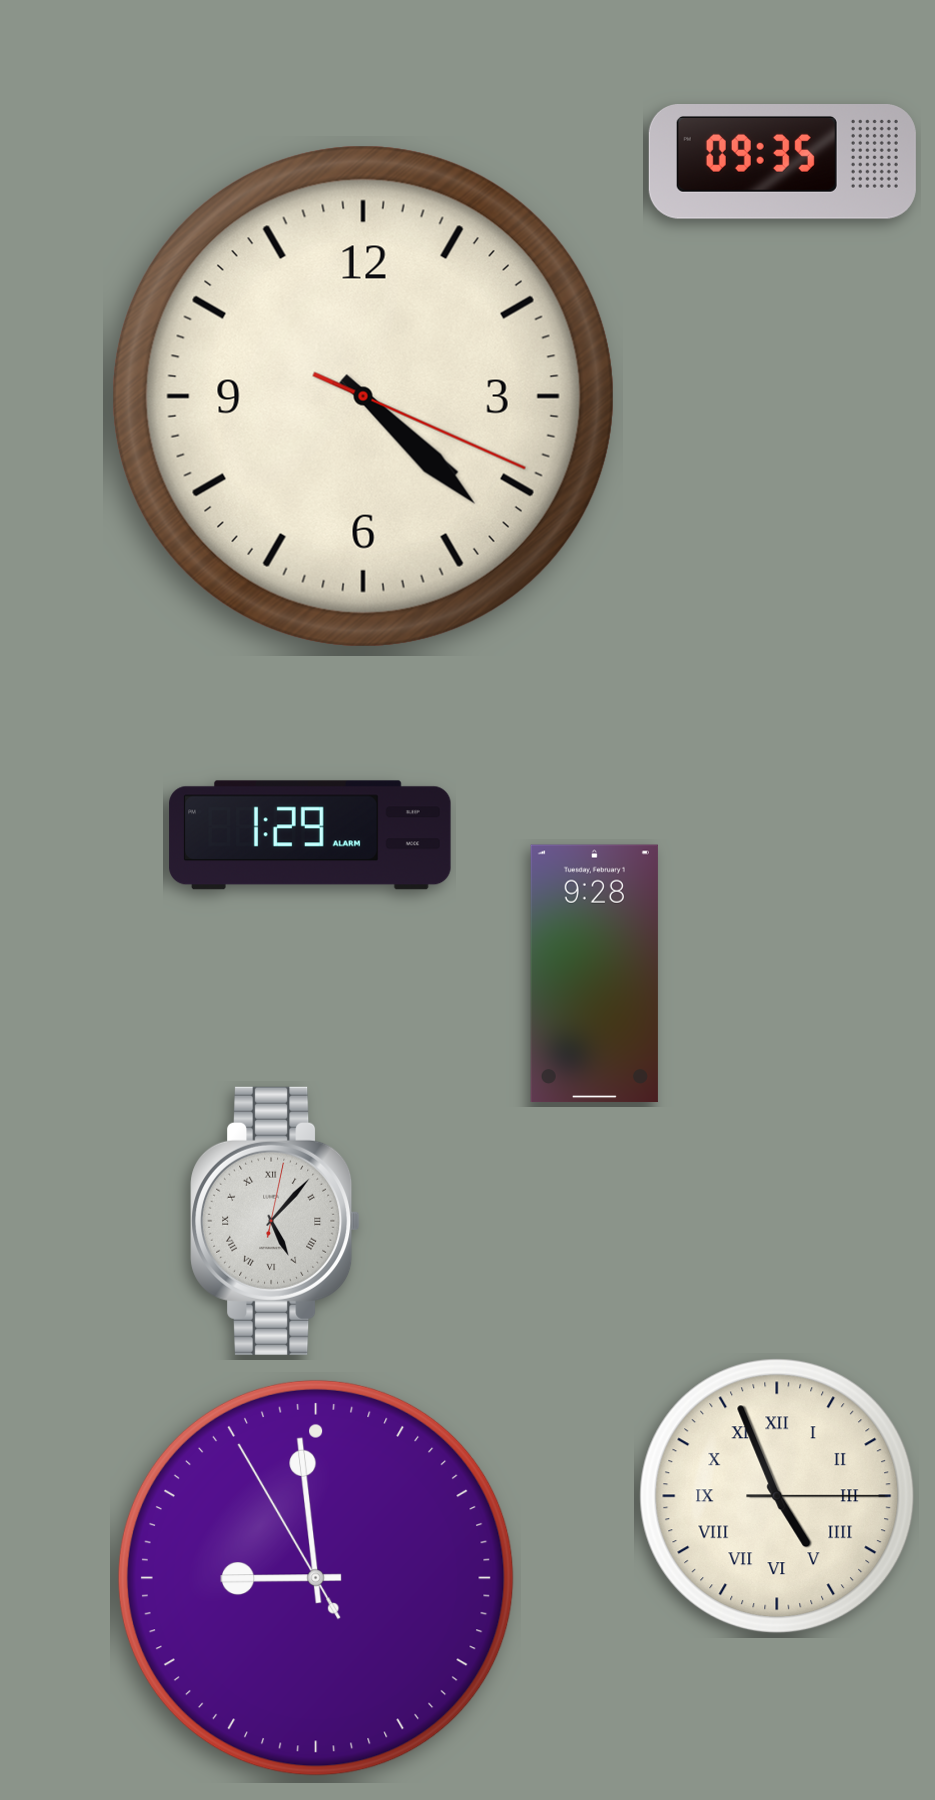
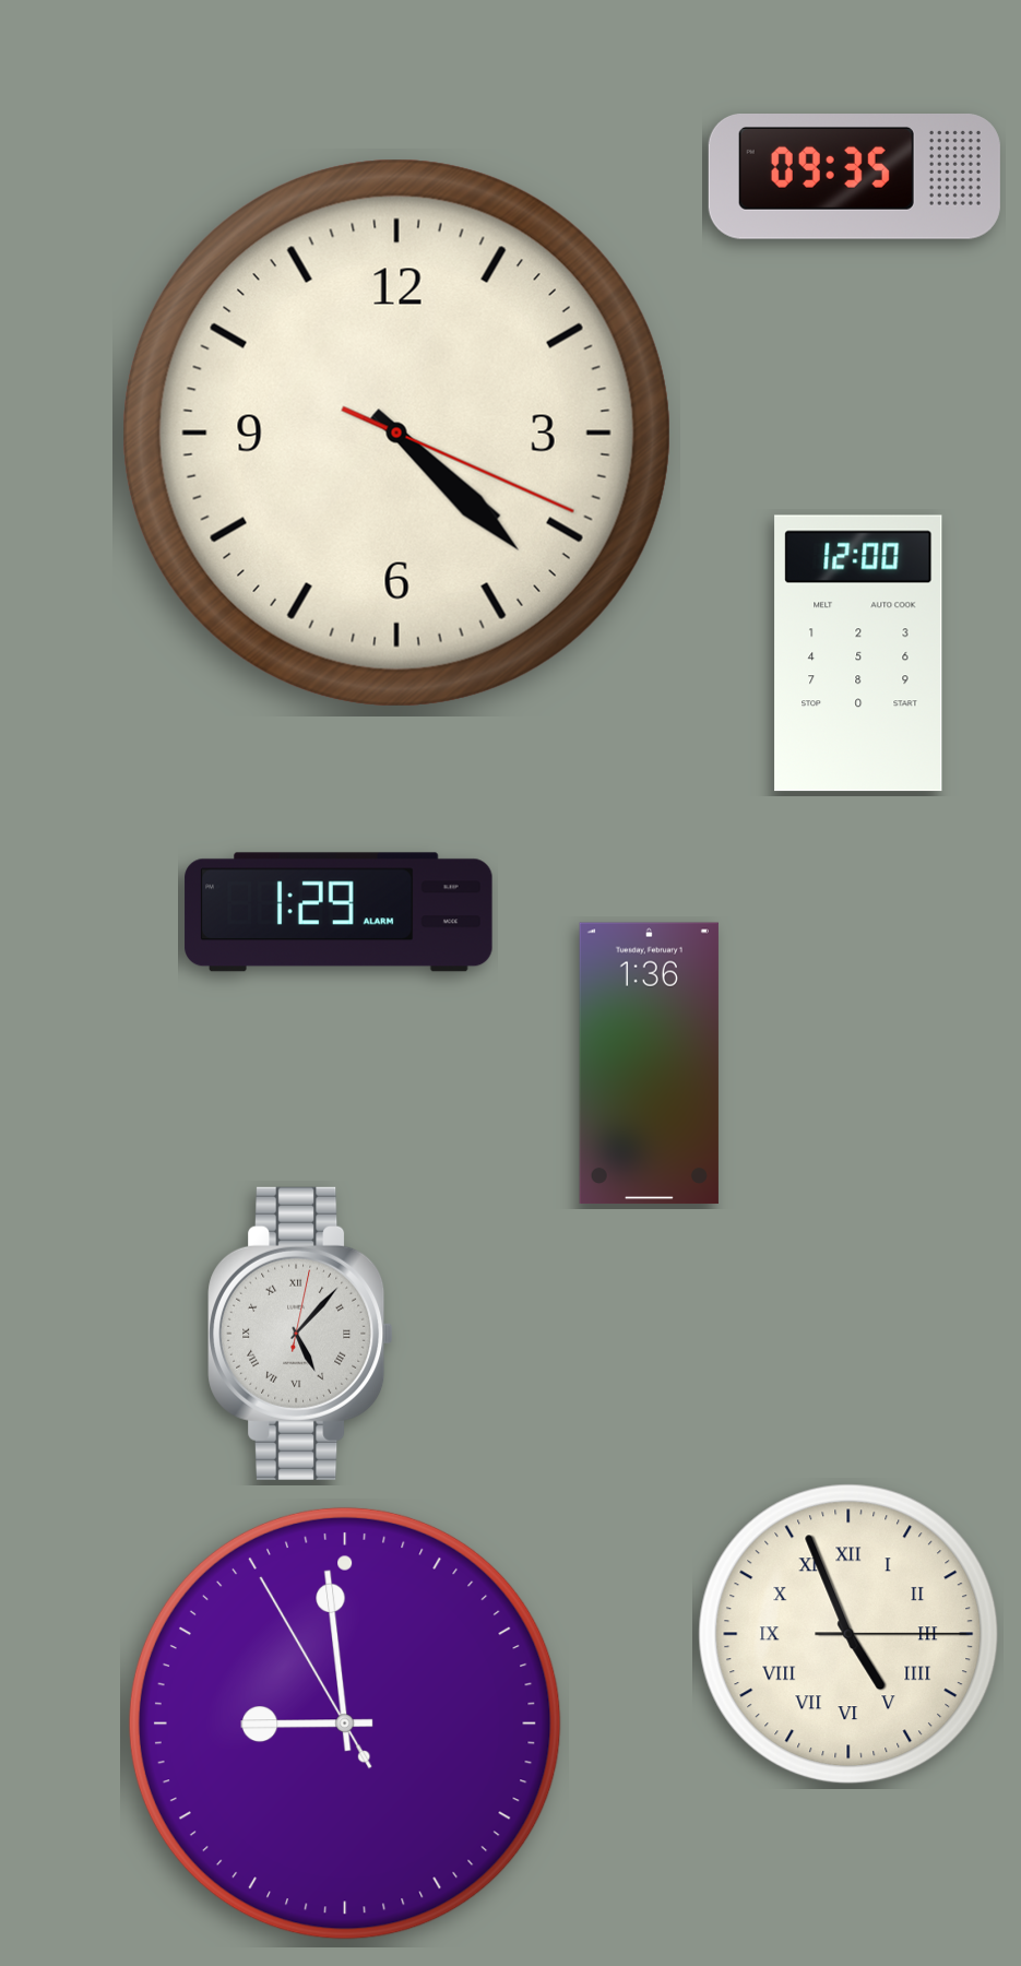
clock at (858, 653): none -> 12:00
clock at (594, 974): 9:28 -> 1:36
